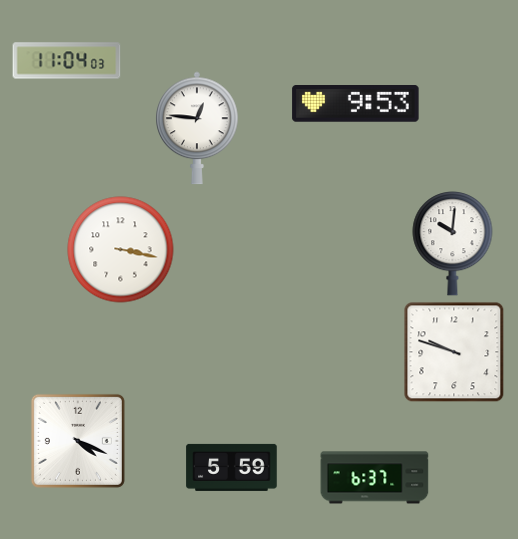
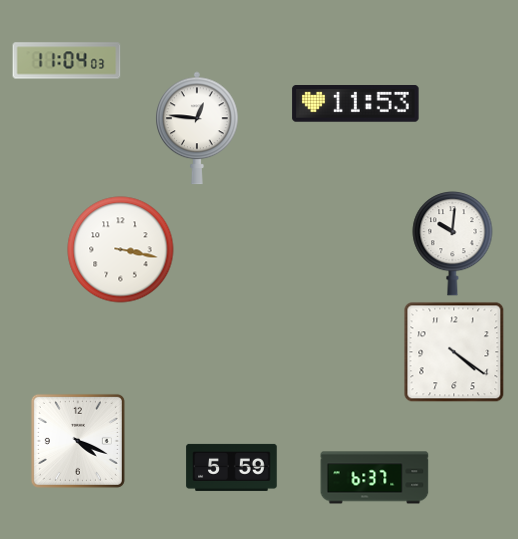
clock at (356, 104): 9:53 -> 11:53
clock at (454, 352): 9:48 -> 4:21
